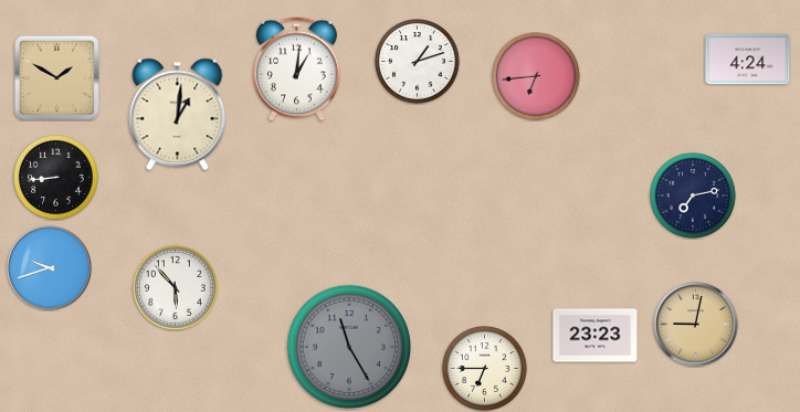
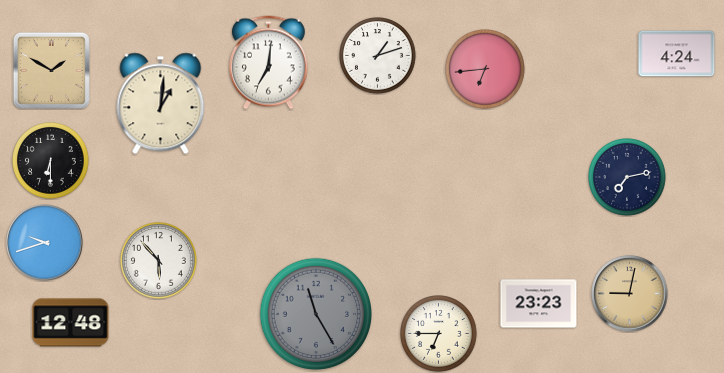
clock at (297, 70): 1:01 -> 7:01
clock at (56, 178): 8:44 -> 6:30
clock at (71, 323): none -> 12:48
